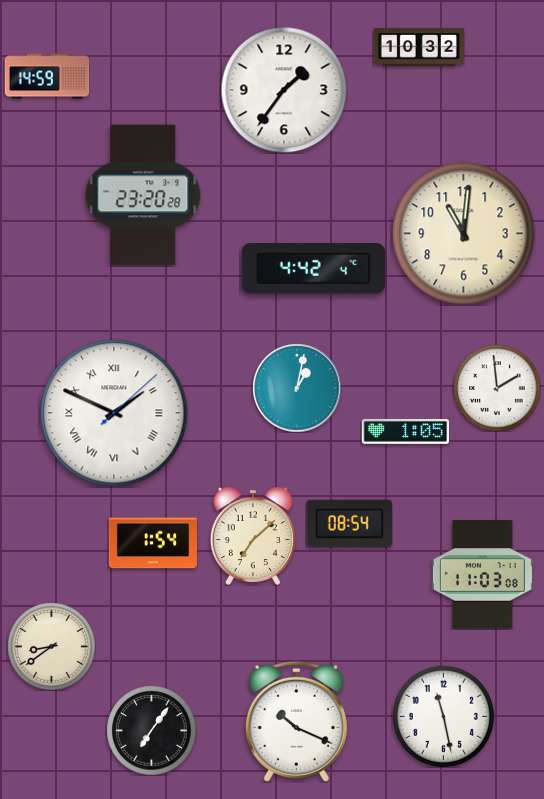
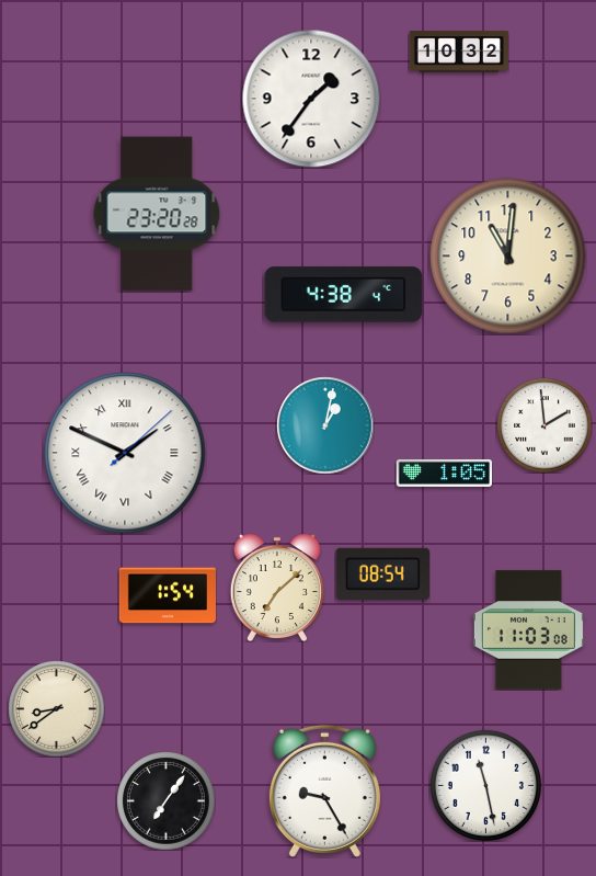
clock at (47, 76): 14:59 -> none
clock at (314, 269): 4:42 -> 4:38
clock at (296, 721): 10:19 -> 9:25
